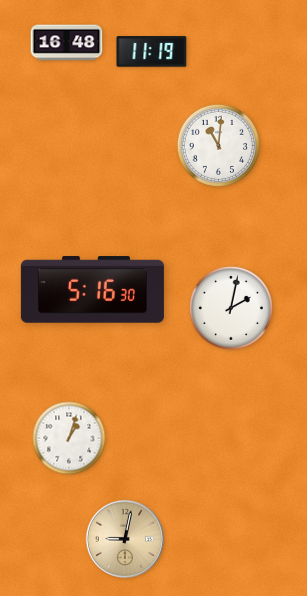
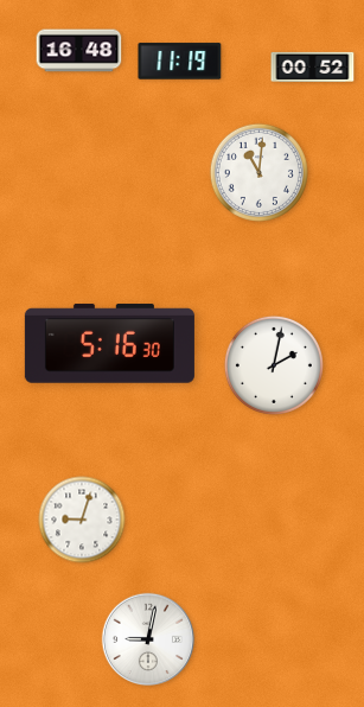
clock at (313, 66): none -> 00:52
clock at (69, 438): 1:03 -> 9:03
clock at (124, 538) dial: champagne -> white
